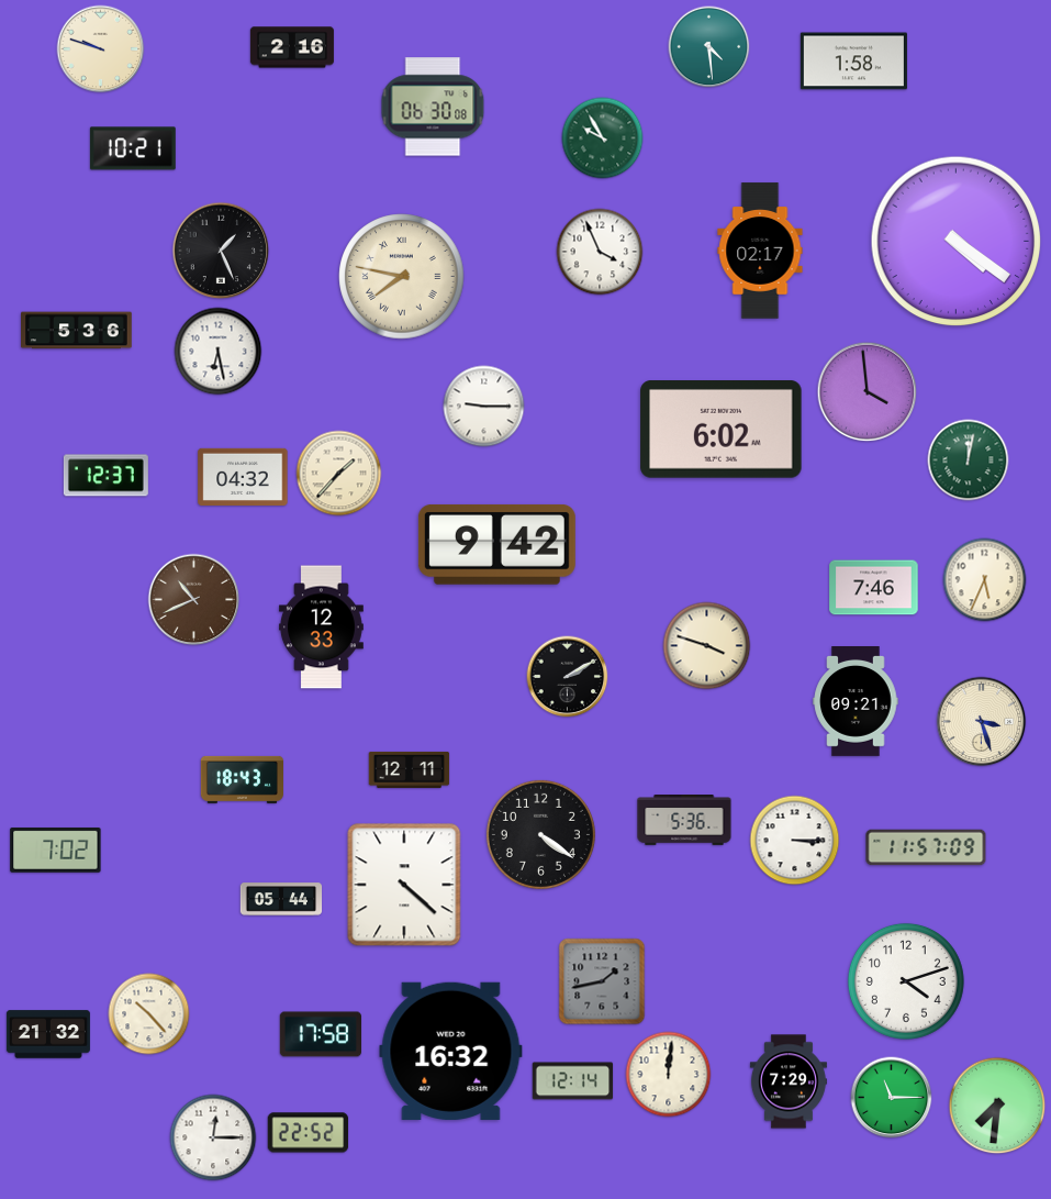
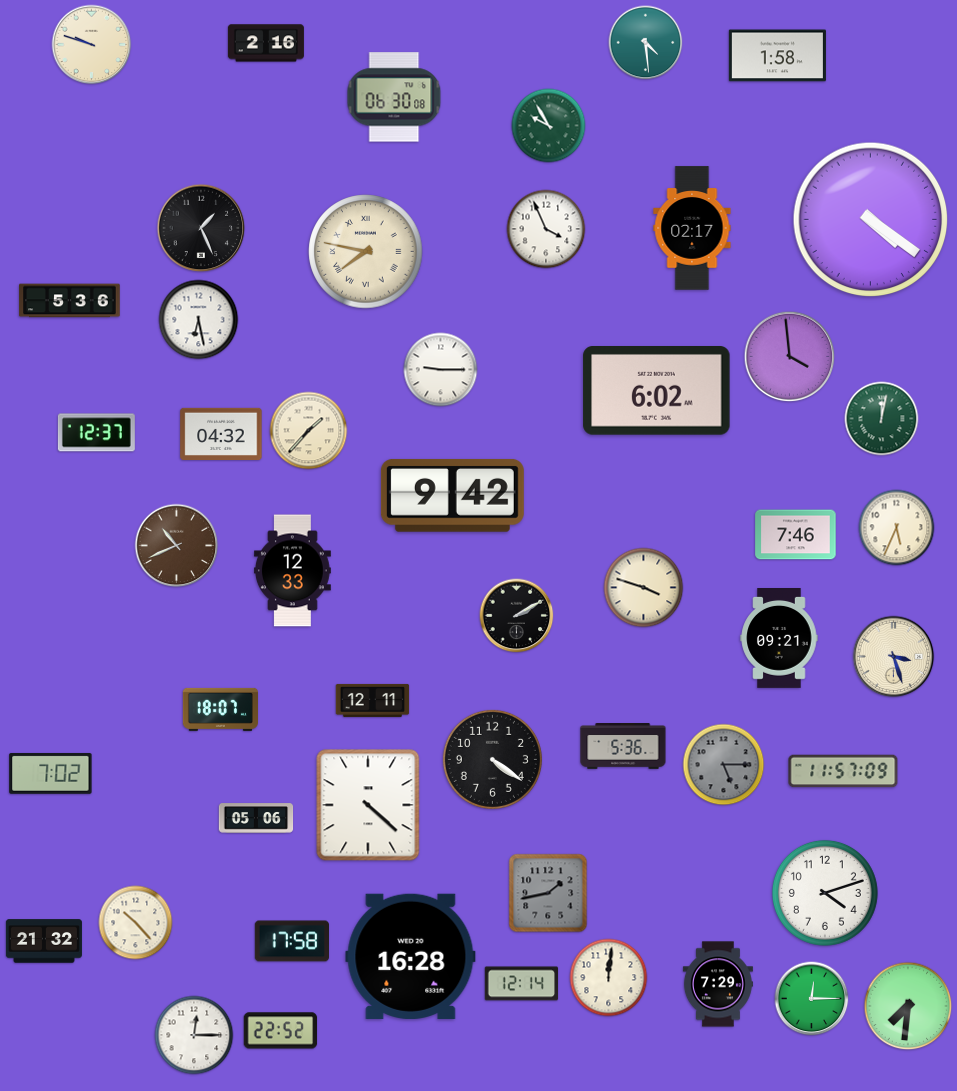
clock at (133, 148): 10:21 -> none
clock at (242, 779): 18:43 -> 18:07
clock at (795, 841): 3:15 -> 5:15
clock at (795, 841) dial: white -> grey
clock at (281, 899): 05:44 -> 05:06
clock at (451, 1051): 16:32 -> 16:28
clock at (892, 1098): 11:15 -> 12:15
